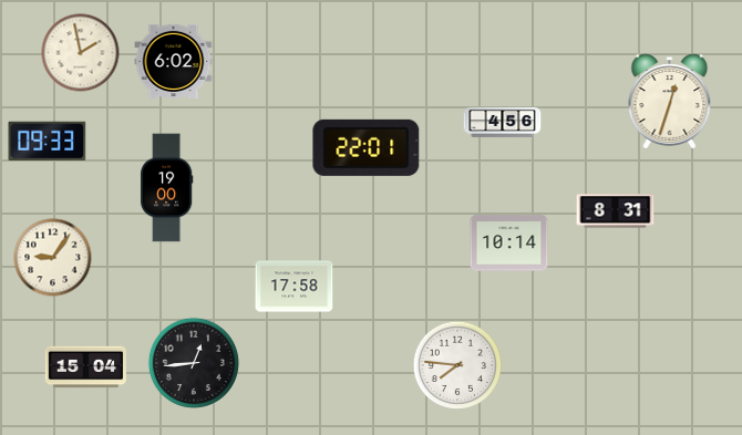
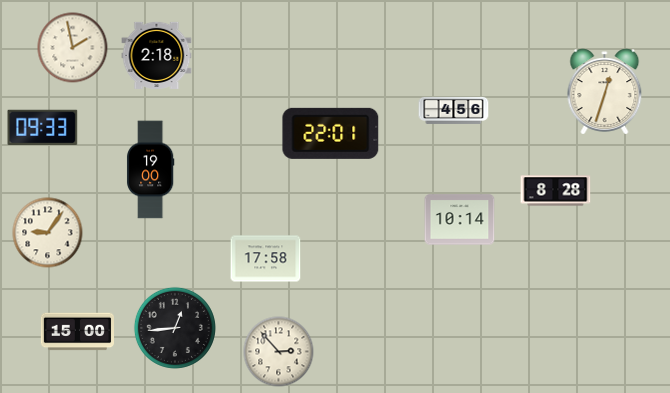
clock at (174, 61): 6:02 -> 2:18
clock at (616, 211): 8:31 -> 8:28
clock at (457, 365): 7:46 -> none
clock at (86, 367): 15:04 -> 15:00
clock at (279, 352): none -> 2:53
